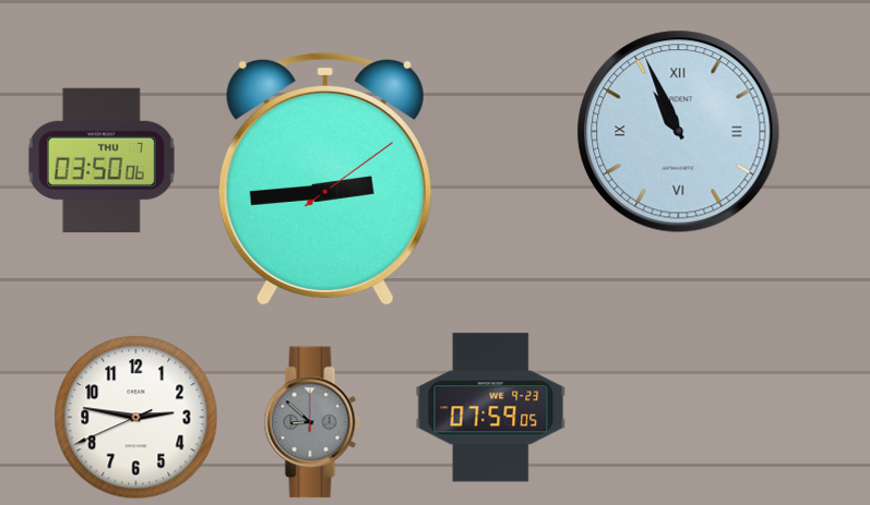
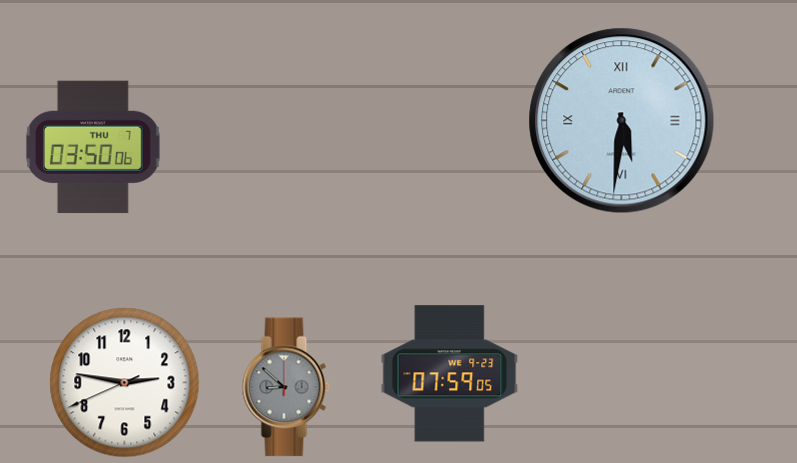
clock at (679, 132): 10:56 -> 5:31
clock at (325, 178): 2:44 -> none
